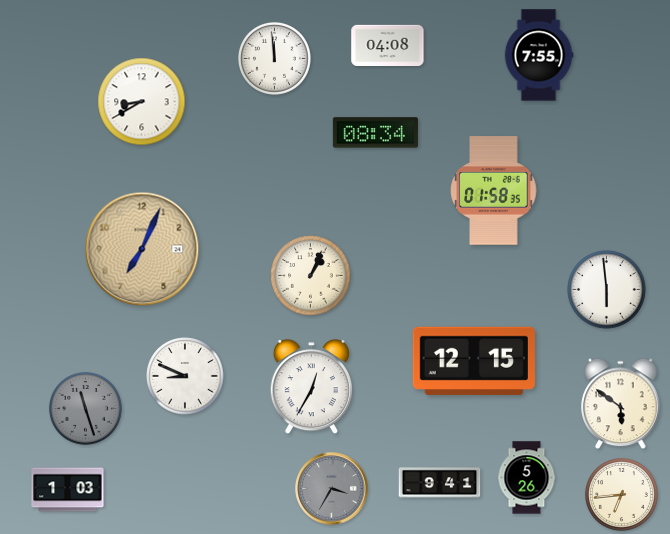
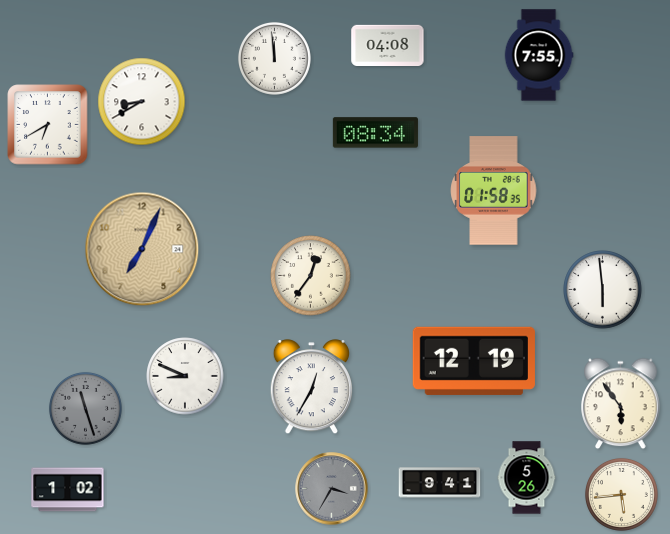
clock at (48, 125): none -> 6:40
clock at (311, 276): 1:04 -> 12:36
clock at (607, 290) position: (607, 290) -> (603, 290)
clock at (474, 361): 12:15 -> 12:19
clock at (621, 404): 5:51 -> 5:54
clock at (68, 490): 1:03 -> 1:02
clock at (621, 494): 6:44 -> 5:44
